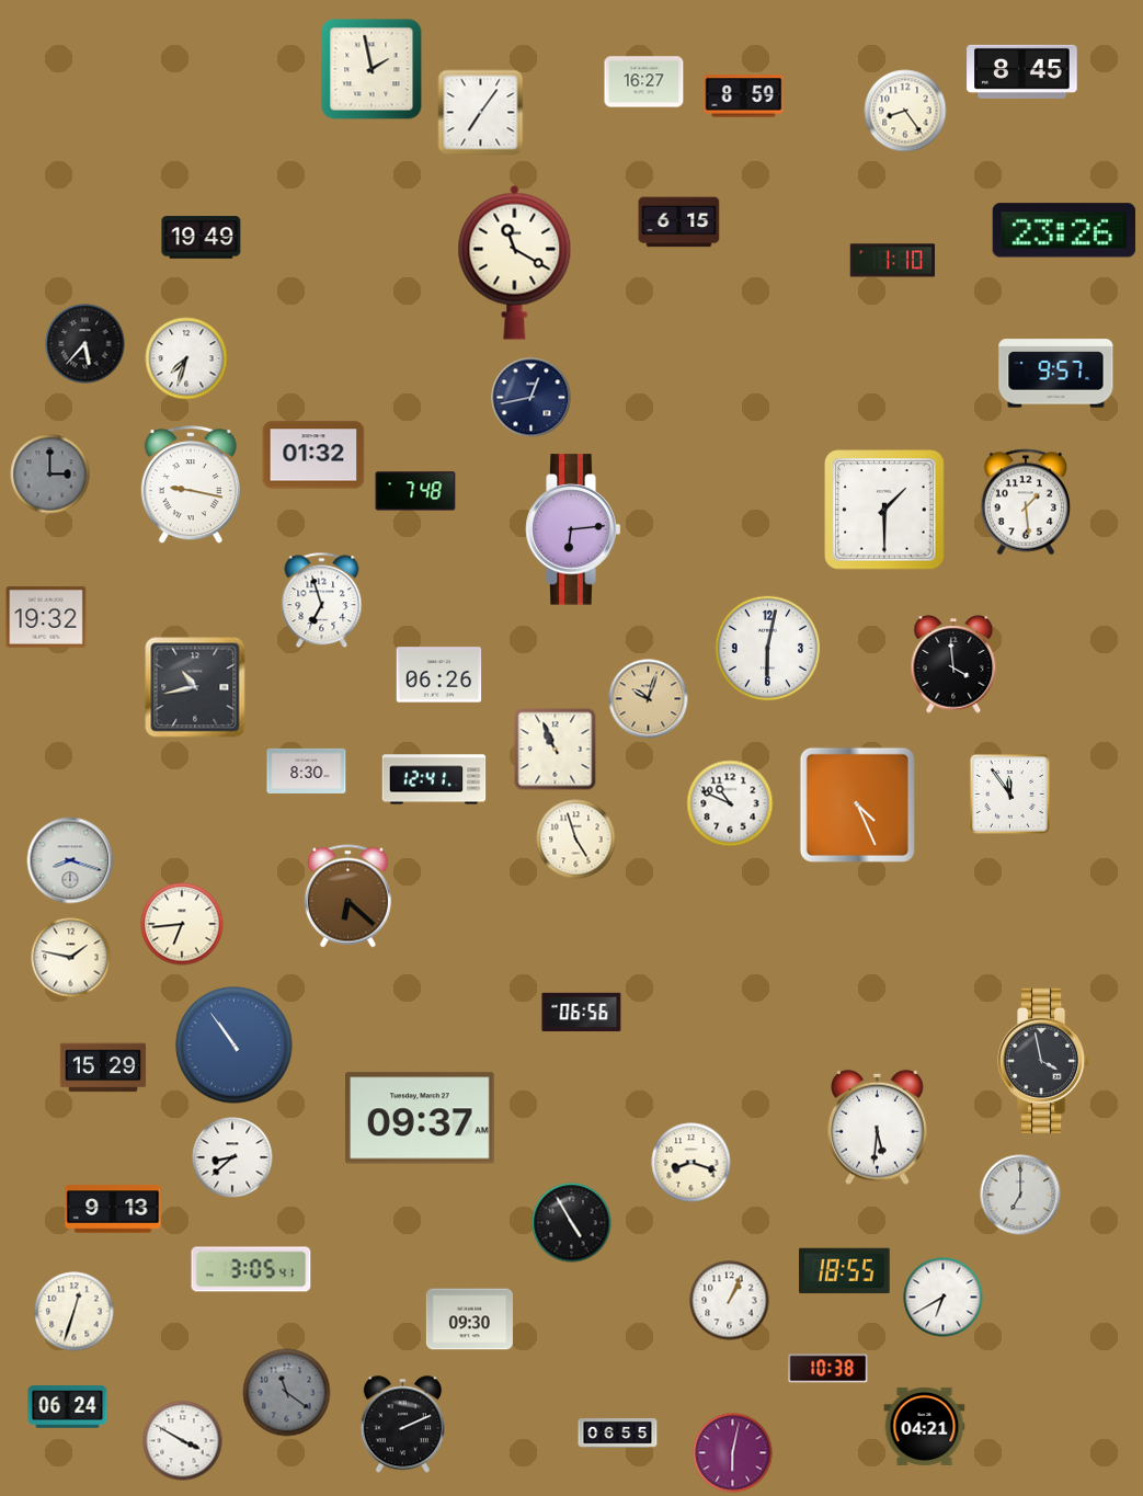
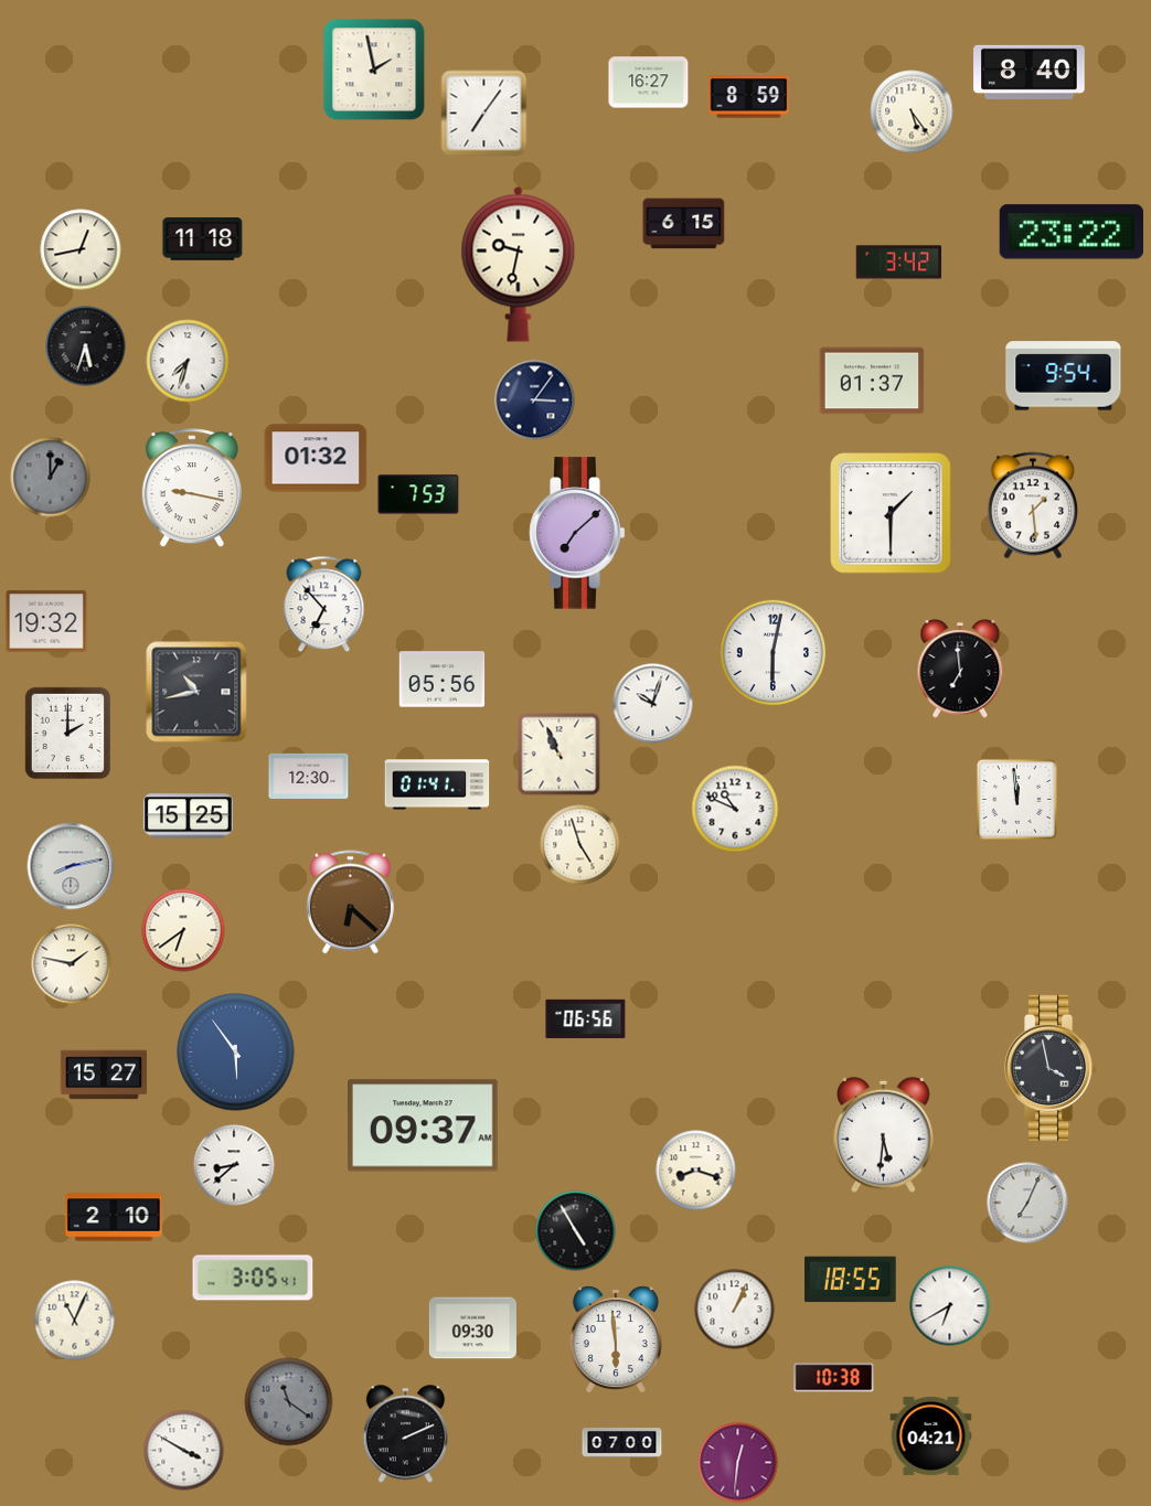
clock at (1022, 71): 8:45 -> 8:40
clock at (905, 111): 8:24 -> 5:24
clock at (1063, 230): 23:26 -> 23:22
clock at (202, 238): 19:49 -> 11:18
clock at (81, 249): none -> 12:43
clock at (893, 261): 1:10 -> 3:42
clock at (515, 262): 11:20 -> 9:32
clock at (85, 344): 5:37 -> 5:33
clock at (1056, 374): 9:57 -> 9:54
clock at (872, 381): none -> 01:37
clock at (532, 398): 12:43 -> 3:06
clock at (50, 475): 3:00 -> 1:00
clock at (415, 491): 7:48 -> 7:53
clock at (573, 529): 6:14 -> 7:08
clock at (322, 601): 6:57 -> 6:53
clock at (953, 664): 3:59 -> 6:59
clock at (439, 675): 06:26 -> 05:56
clock at (649, 699) dial: champagne -> white
clock at (67, 734): none -> 2:00
clock at (307, 770): 8:30 -> 12:30
clock at (434, 779): 12:41 -> 01:41
clock at (1009, 793): 11:54 -> 11:59
clock at (857, 804): 4:26 -> none
clock at (188, 816): none -> 15:25
clock at (70, 860): 8:18 -> 8:13
clock at (182, 924): 6:44 -> 6:39
clock at (235, 1046): 10:54 -> 5:54
clock at (103, 1067): 15:29 -> 15:27
clock at (1020, 1195): 7:00 -> 7:04
clock at (113, 1209): 9:13 -> 2:10
clock at (75, 1312): 12:33 -> 11:04
clock at (616, 1339): none -> 5:59
clock at (68, 1407): 06:24 -> none
clock at (618, 1434): 06:55 -> 07:00
clock at (733, 1453): 6:02 -> 12:31
